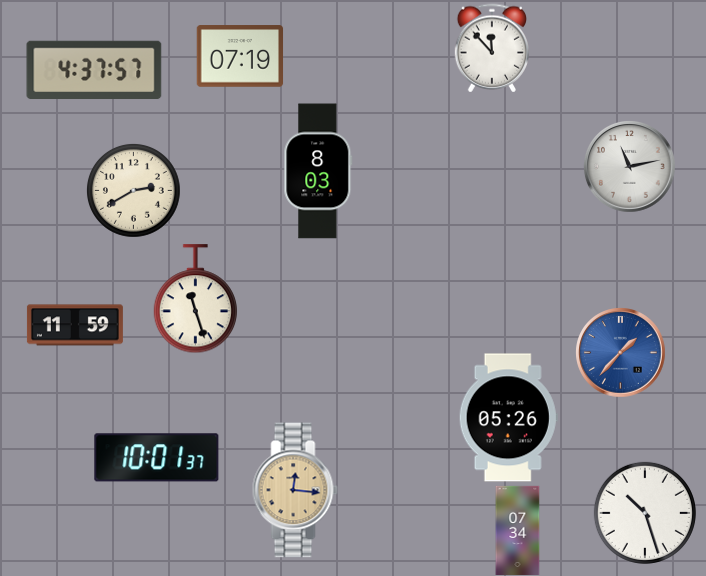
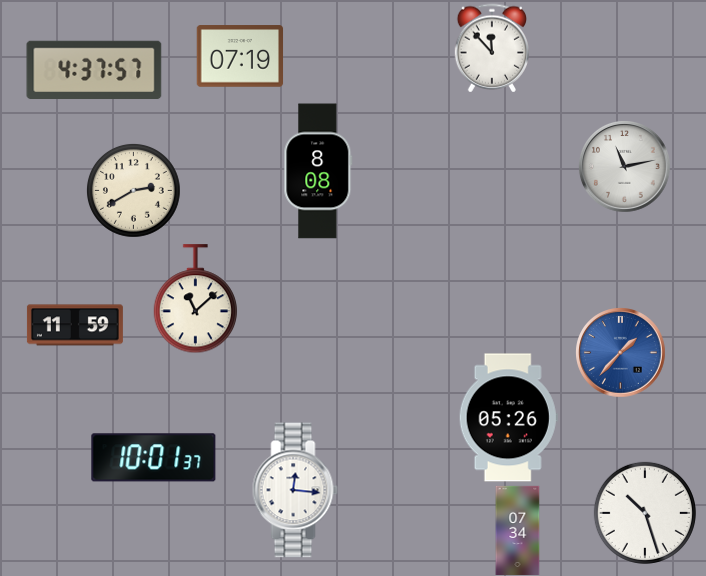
clock at (630, 167) position: (630, 167) -> (625, 167)
clock at (318, 171): 8:03 -> 8:08
clock at (195, 299): 11:27 -> 11:08
clock at (157, 458) position: (157, 458) -> (154, 458)
clock at (295, 490) dial: champagne -> white
